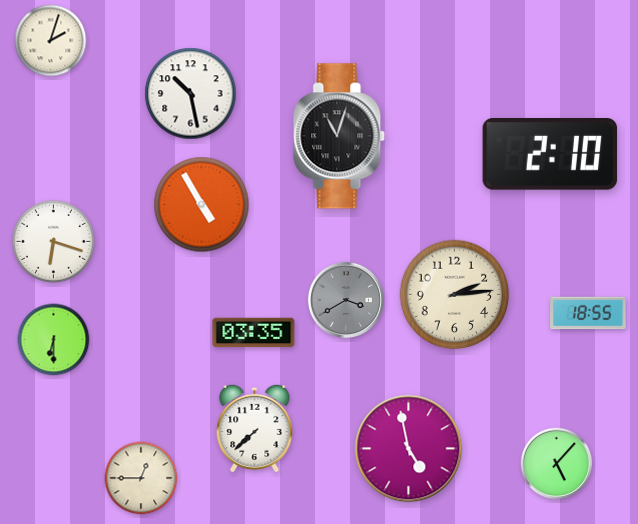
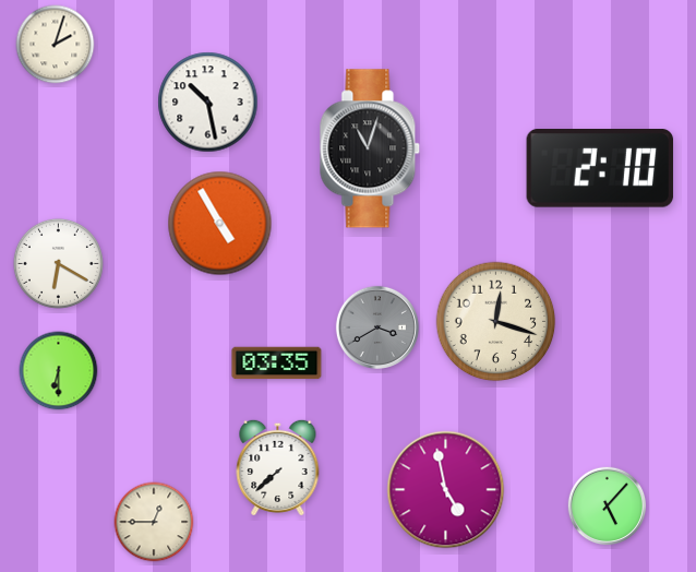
clock at (53, 241): 6:18 -> 6:20
clock at (455, 295): 2:14 -> 12:18
clock at (588, 313): 18:55 -> none
